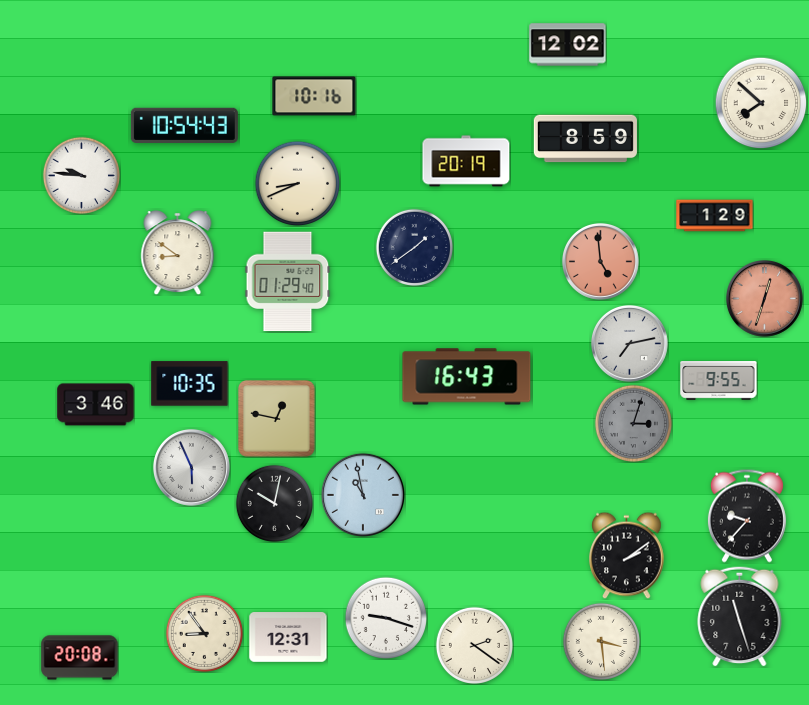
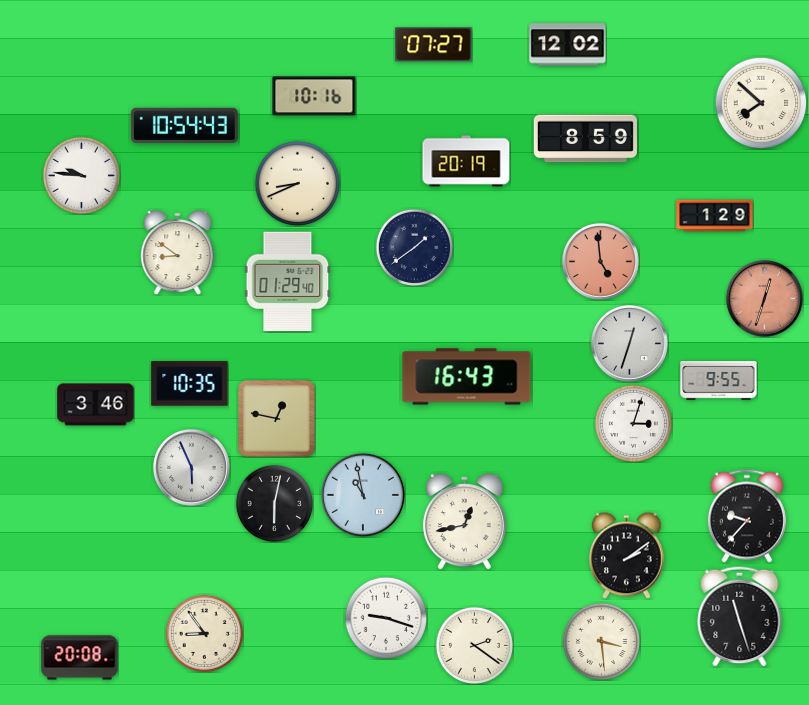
clock at (434, 45): none -> 07:27
clock at (630, 344): 7:13 -> 12:33
clock at (633, 423) dial: grey -> white
clock at (274, 503): 10:02 -> 6:02
clock at (464, 522): none -> 12:43
clock at (288, 637): 12:31 -> none
